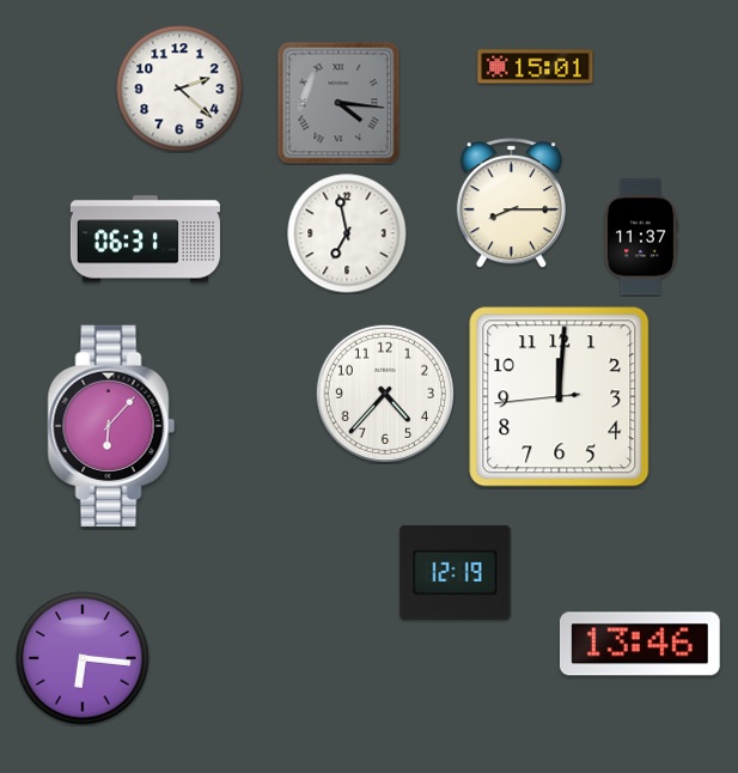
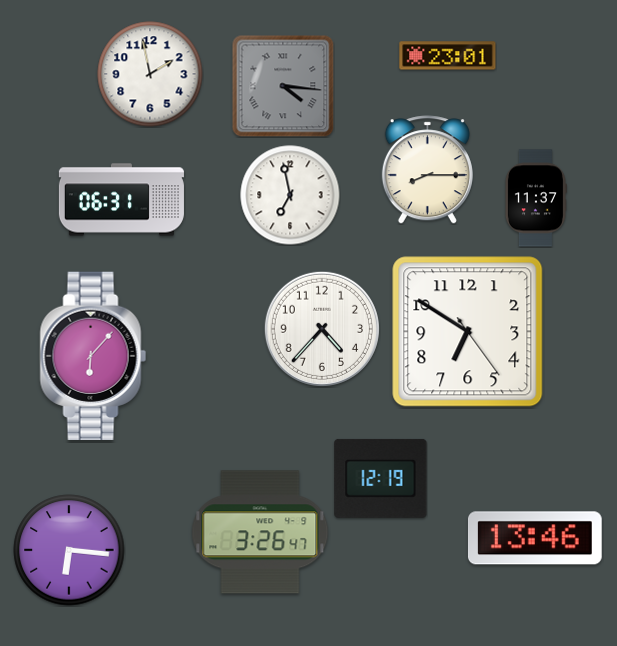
clock at (536, 67): 15:01 -> 23:01
clock at (179, 89): 2:22 -> 1:58
clock at (560, 397): 12:00 -> 6:50
clock at (260, 532): none -> 3:26
